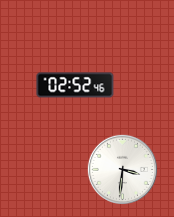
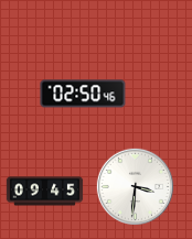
clock at (75, 85): 02:52 -> 02:50
clock at (45, 192): none -> 09:45
